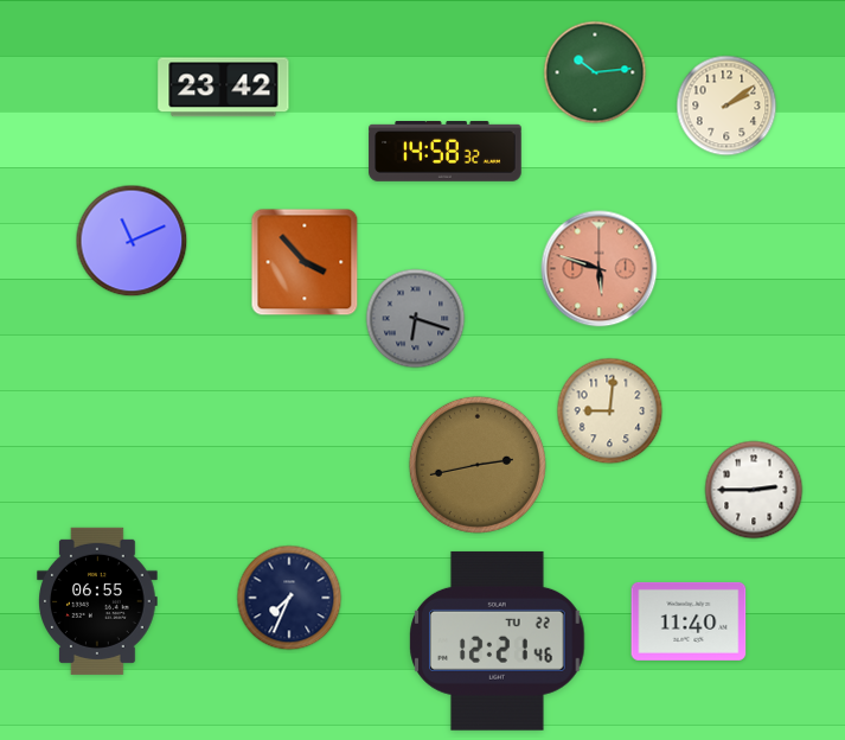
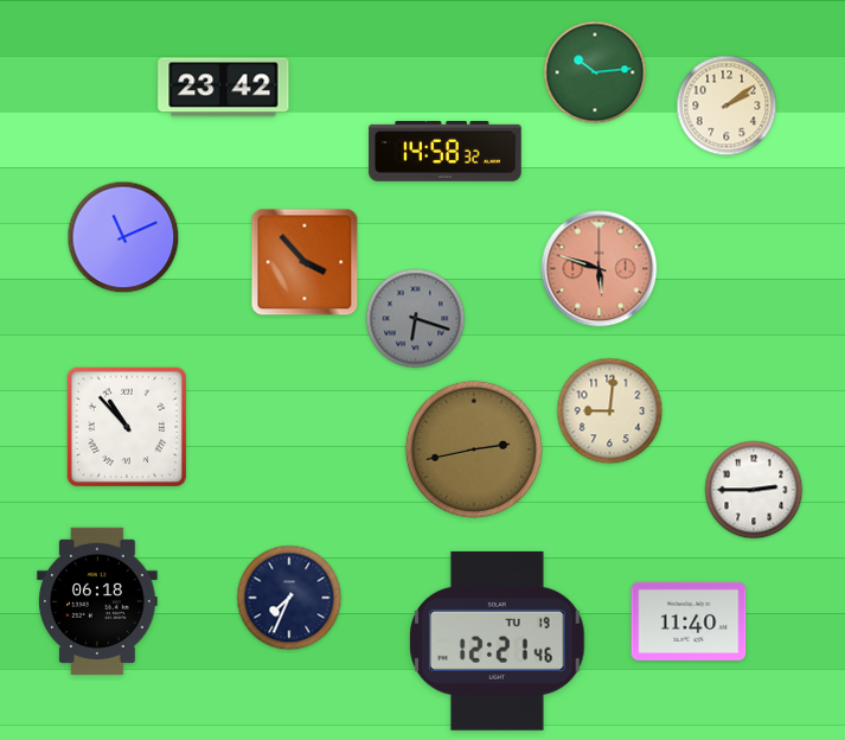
clock at (132, 241) position: (132, 241) -> (123, 237)
clock at (126, 426): none -> 10:53
clock at (478, 465) position: (478, 465) -> (474, 449)
clock at (97, 601): 06:55 -> 06:18
clock at (498, 640) date: TU 22 -> TU 19
